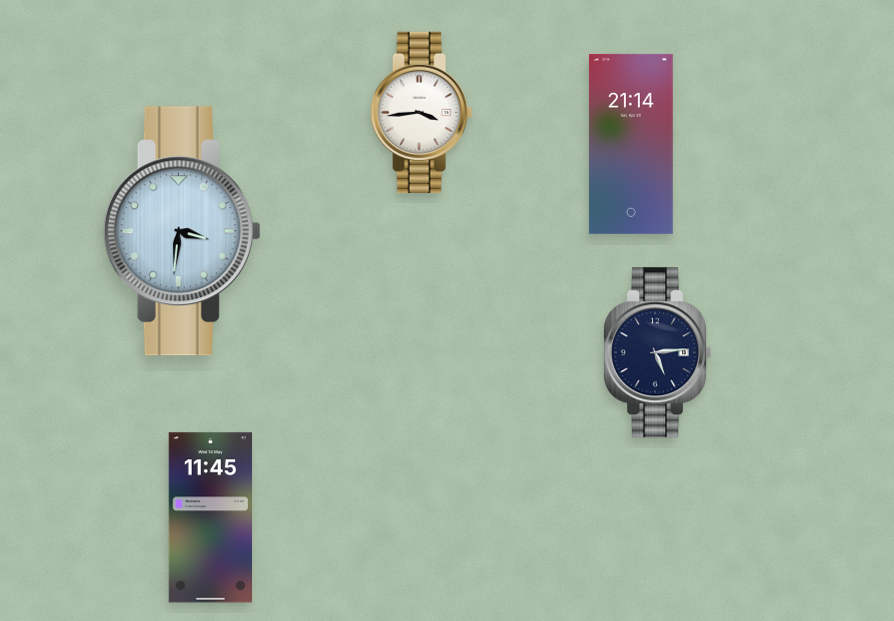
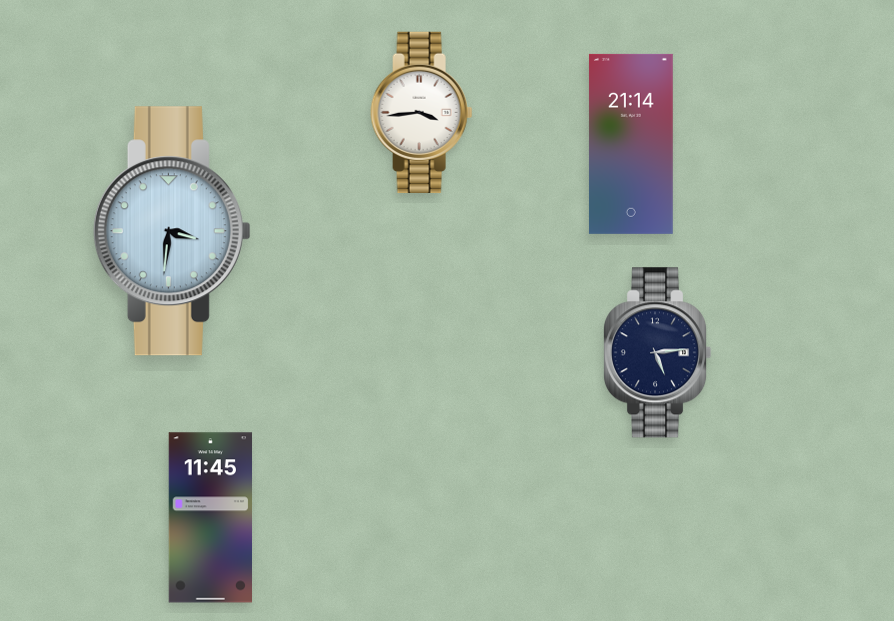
clock at (182, 231) position: (182, 231) -> (172, 231)
